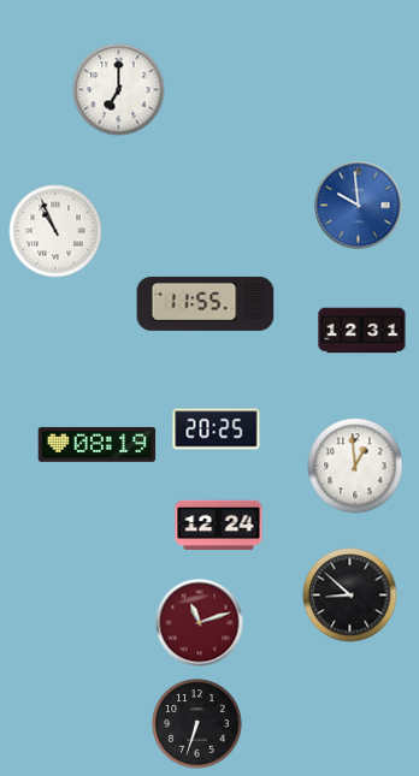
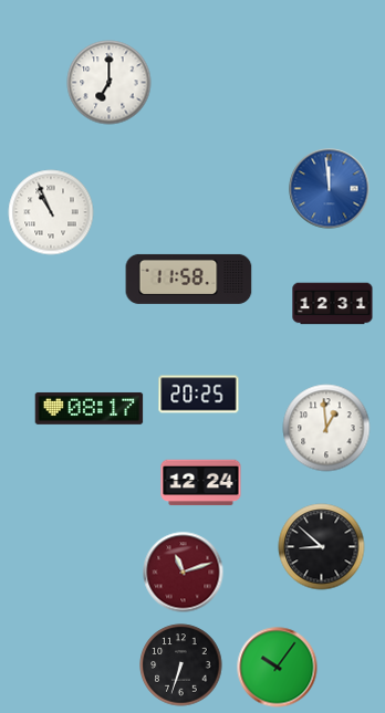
clock at (359, 206): 9:59 -> 11:59
clock at (206, 303): 11:55 -> 11:58
clock at (98, 444): 08:19 -> 08:17
clock at (278, 668): none -> 10:06
